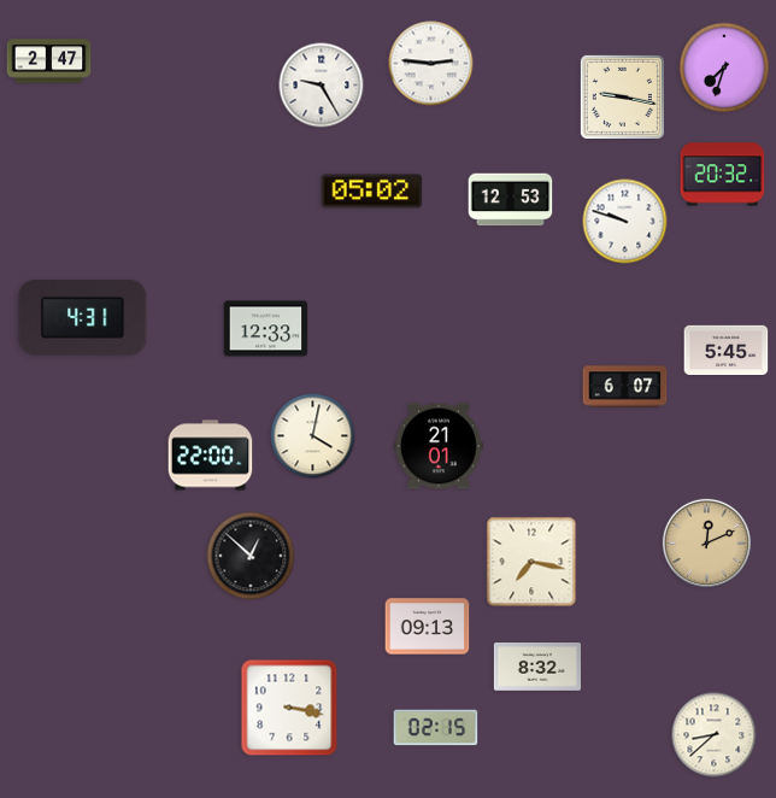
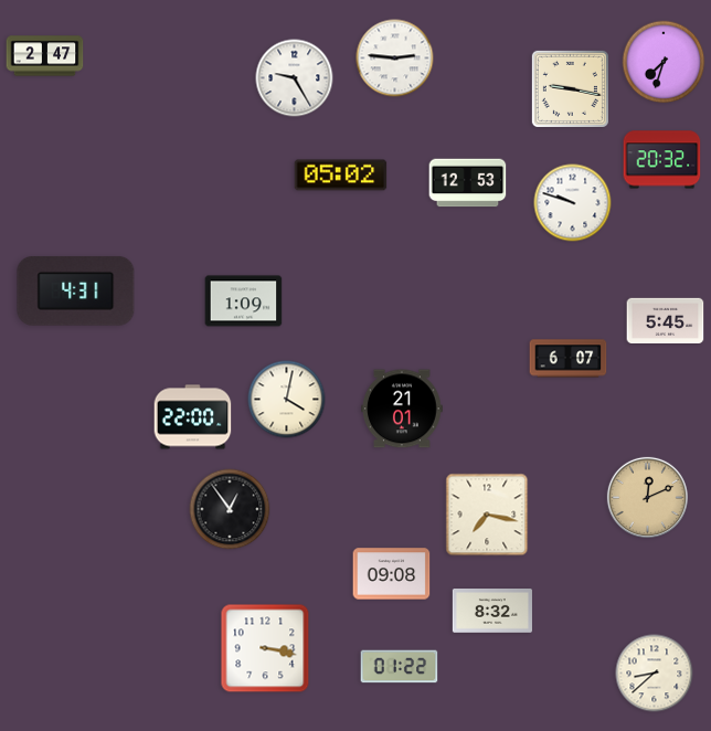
clock at (266, 329): 12:33 -> 1:09
clock at (625, 387) position: (625, 387) -> (569, 359)
clock at (251, 556): 12:52 -> 12:54
clock at (428, 627): 09:13 -> 09:08
clock at (436, 728): 02:15 -> 01:22
